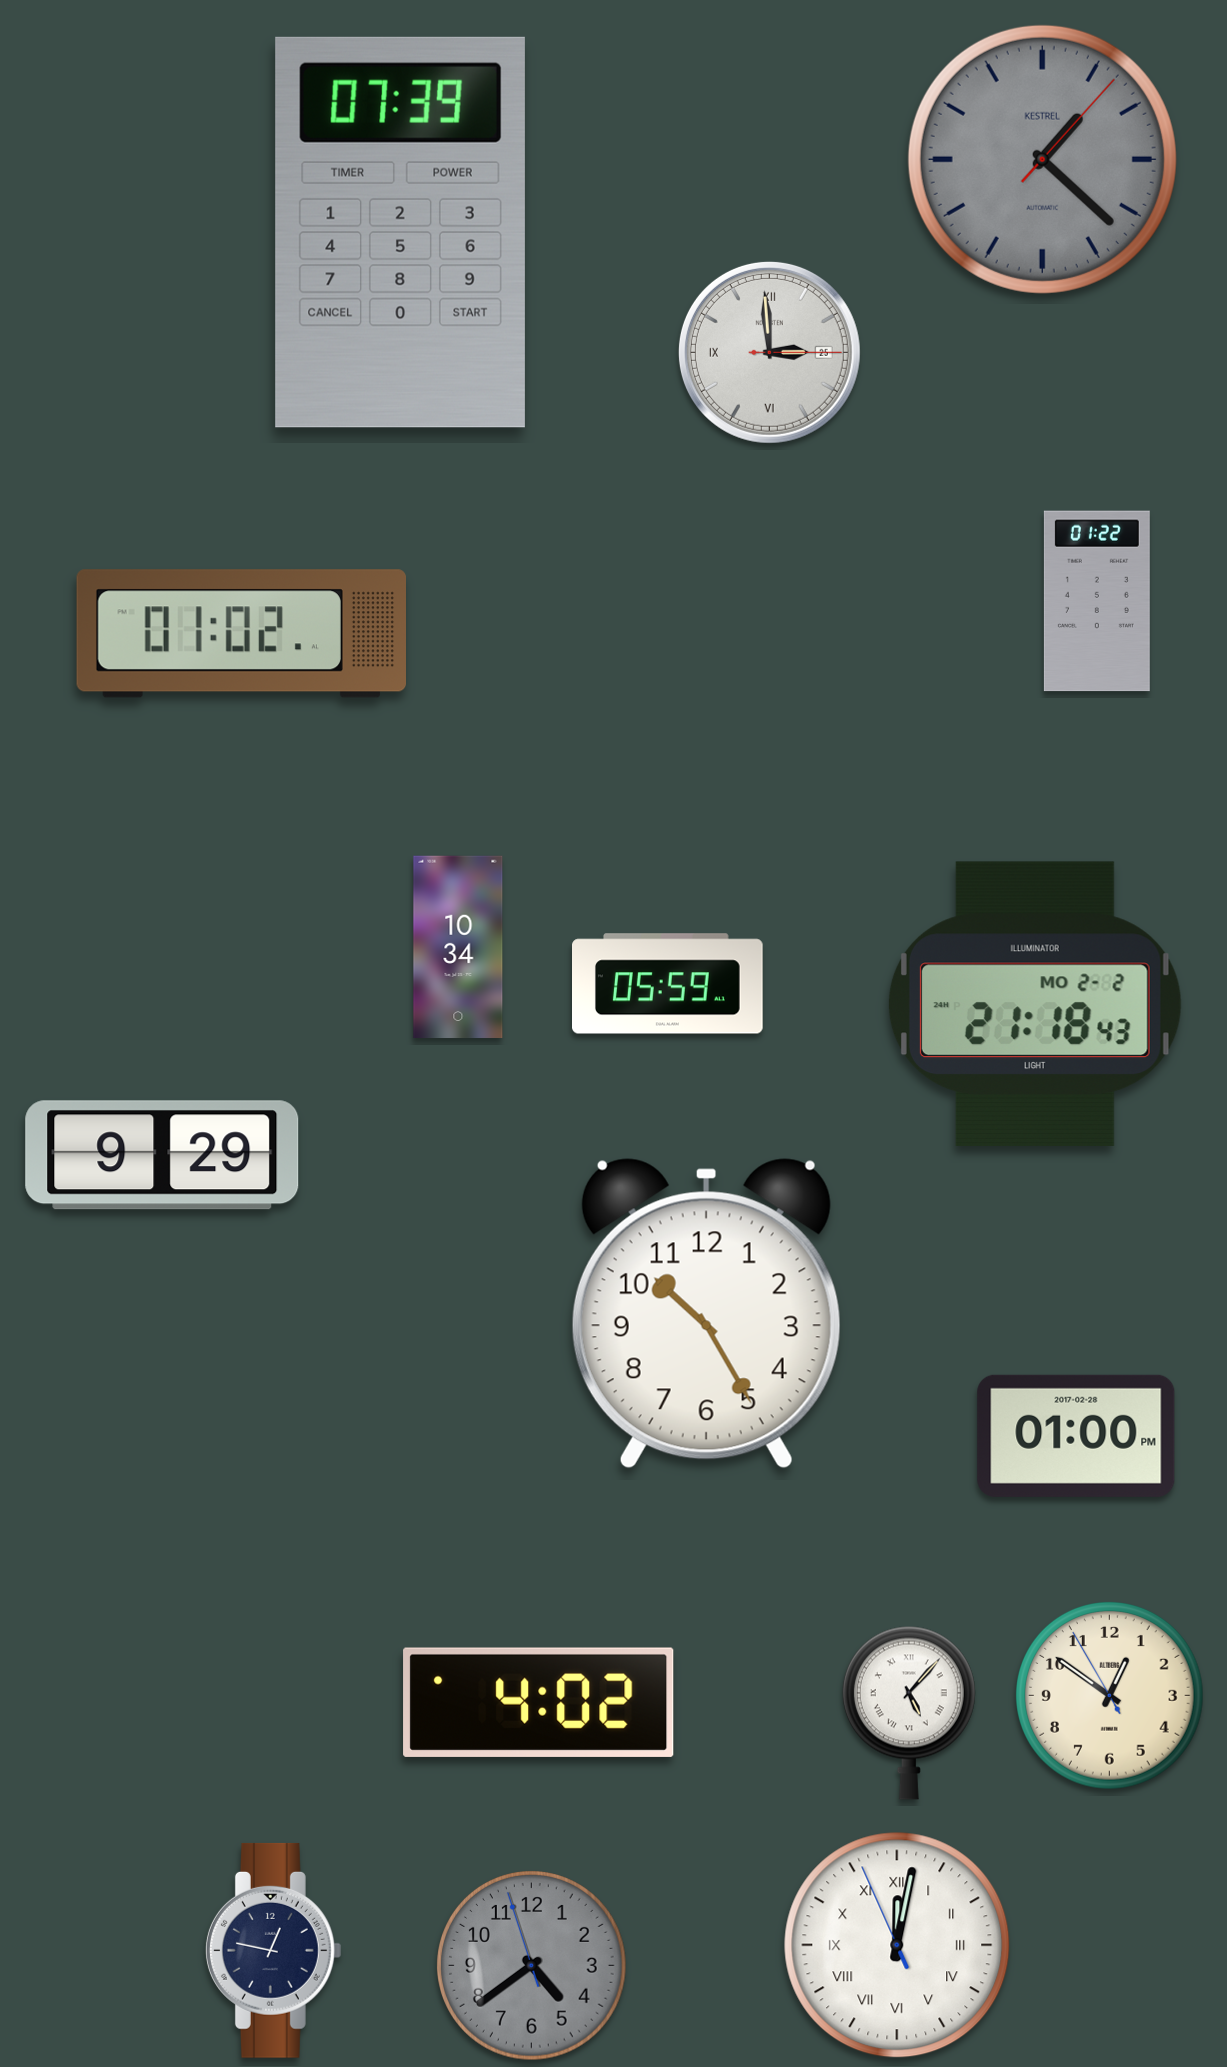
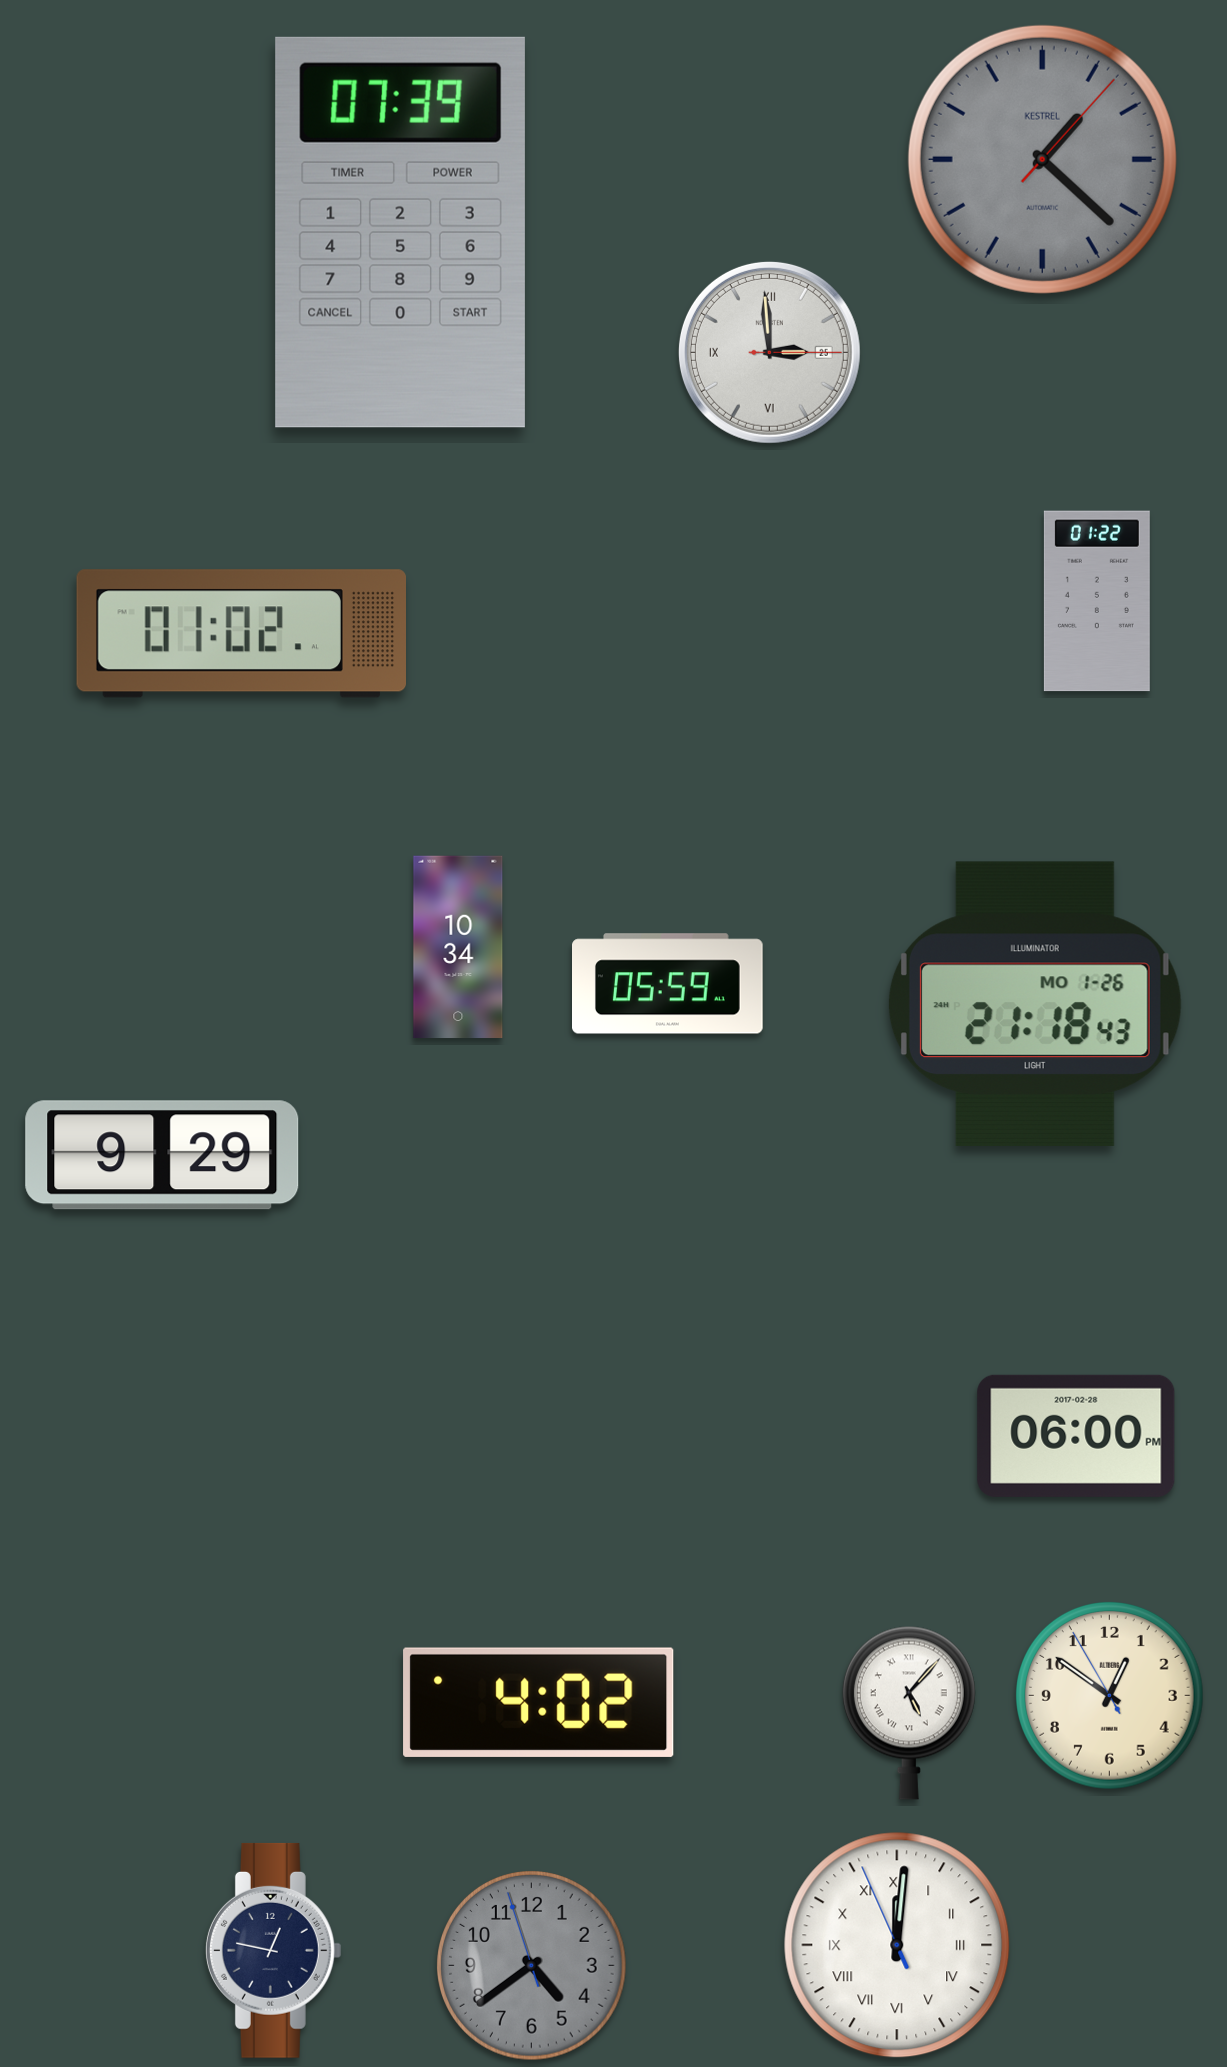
clock at (1035, 1004) date: MO 2-2 -> MO 1-26
clock at (706, 1314): 10:25 -> none
clock at (1076, 1436): 01:00 -> 06:00
clock at (897, 1945): 12:01 -> 12:00
